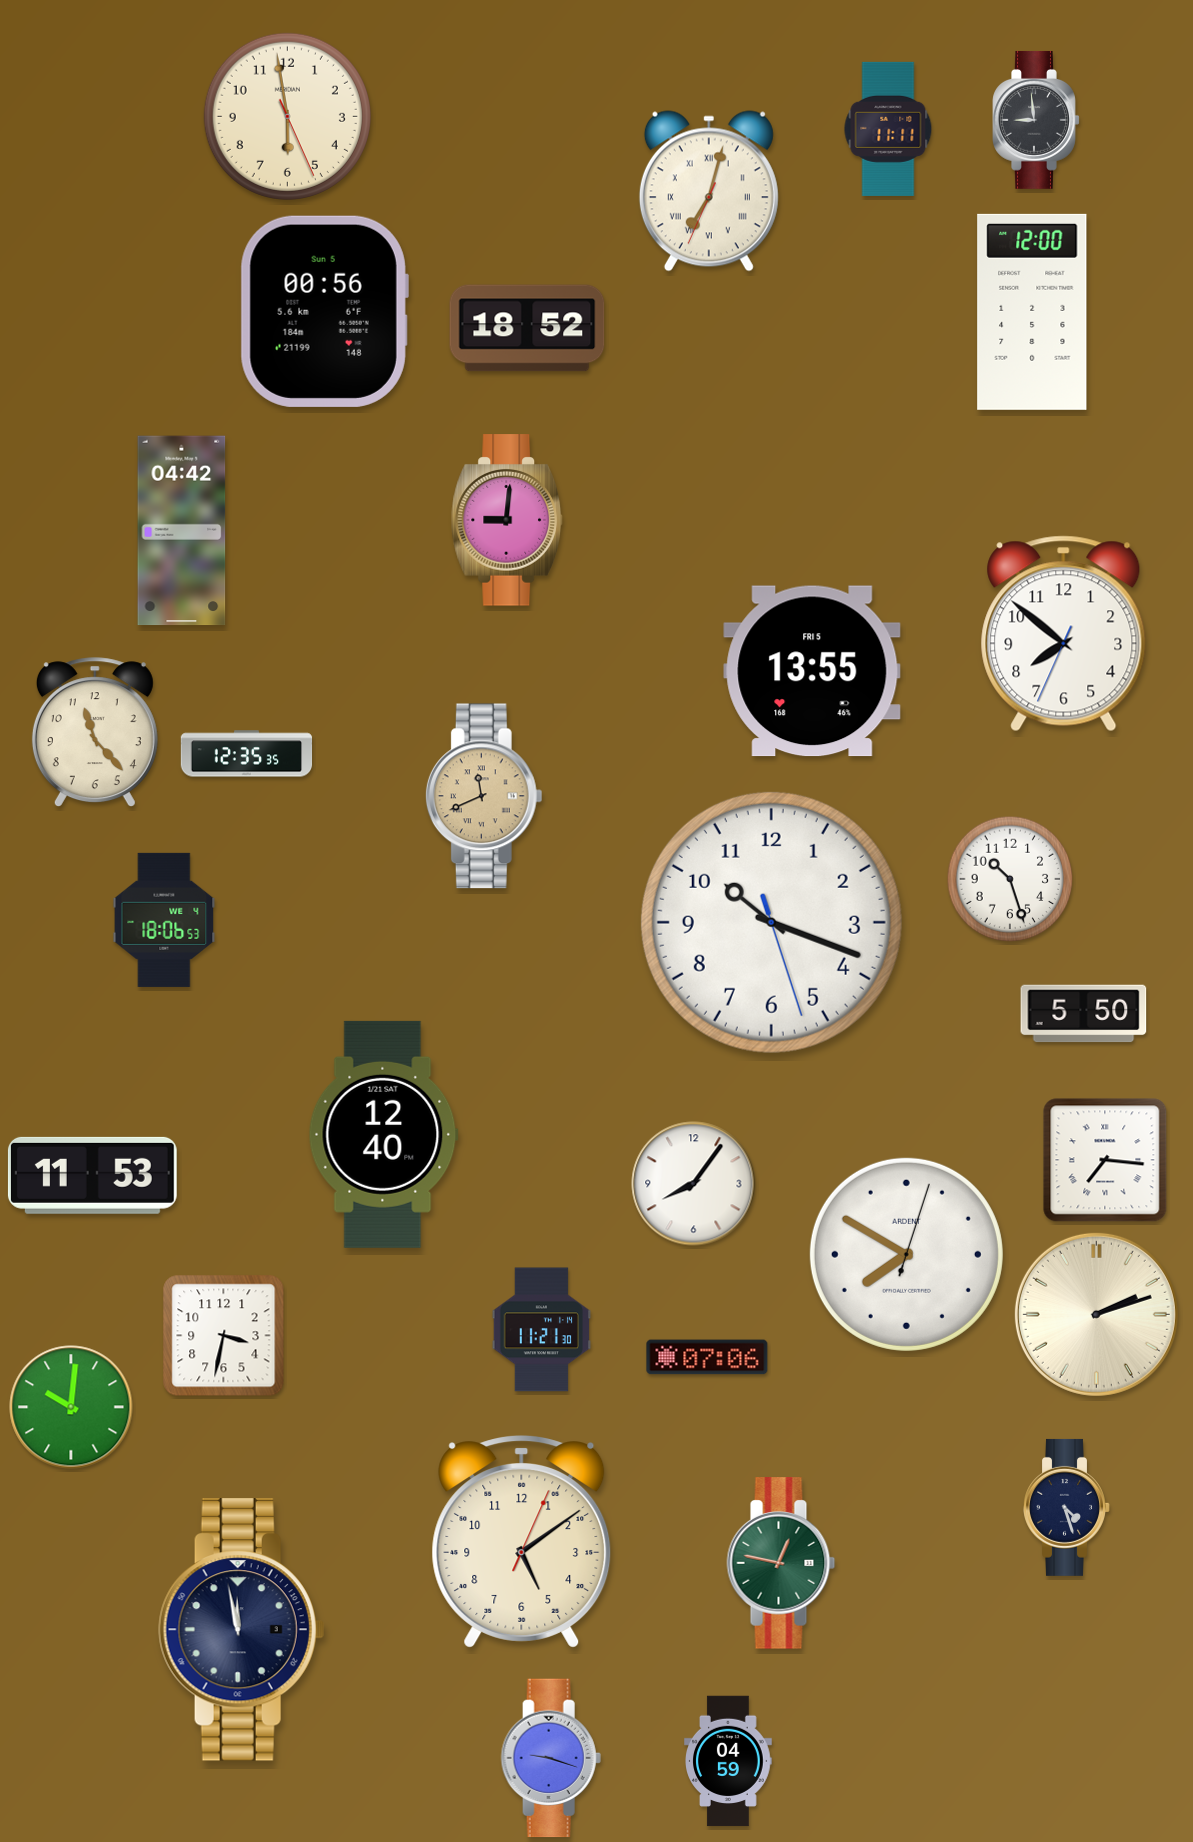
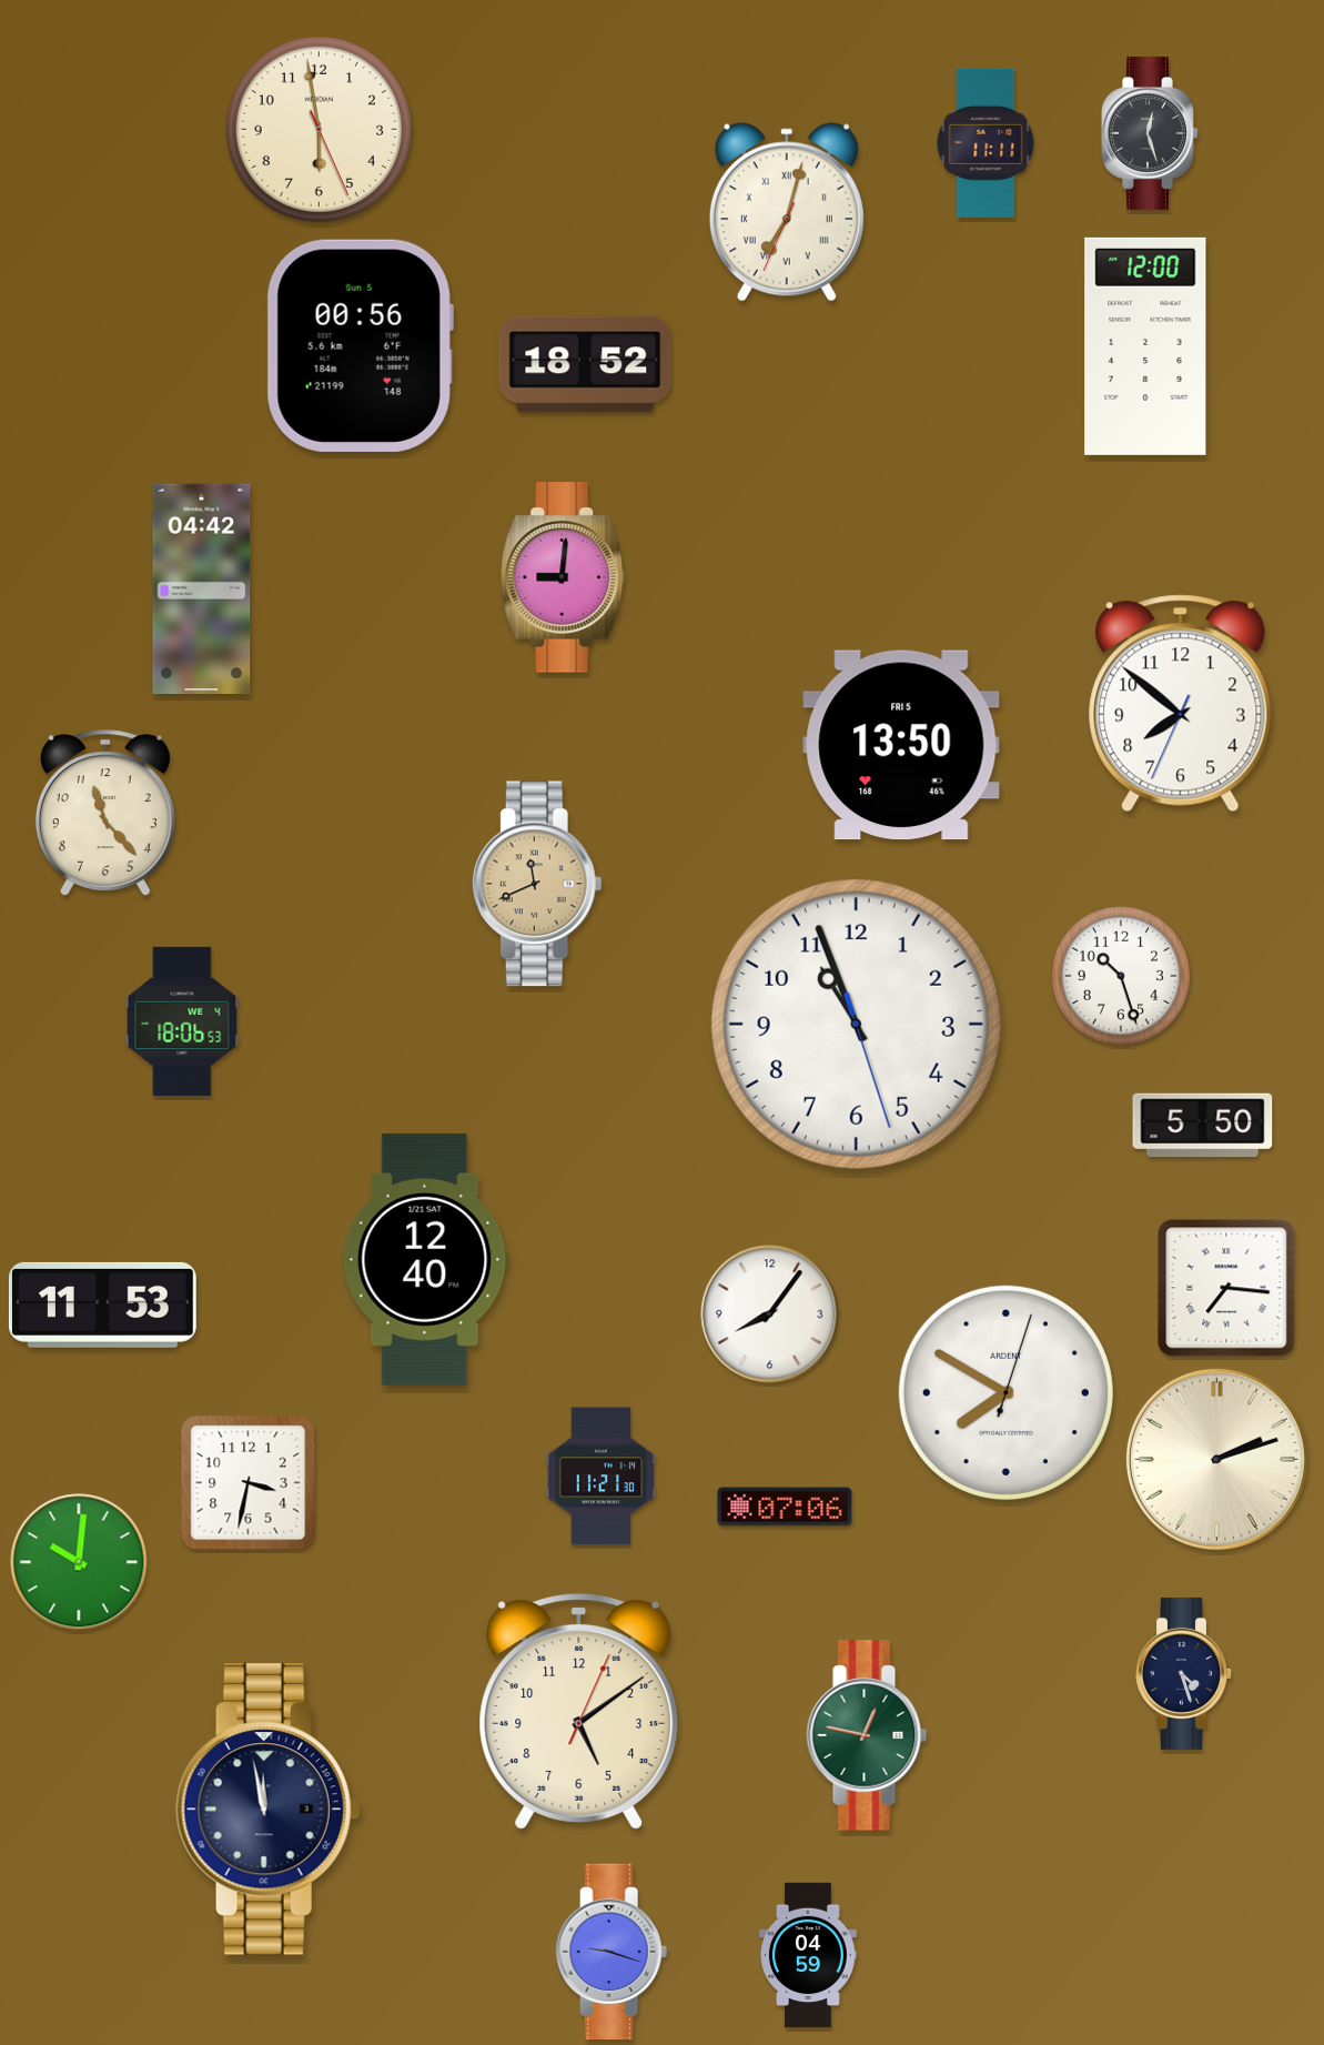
clock at (1036, 120): 8:59 -> 12:27
clock at (812, 671): 13:55 -> 13:50
clock at (247, 754): 12:35 -> none
clock at (771, 922): 10:18 -> 10:56
